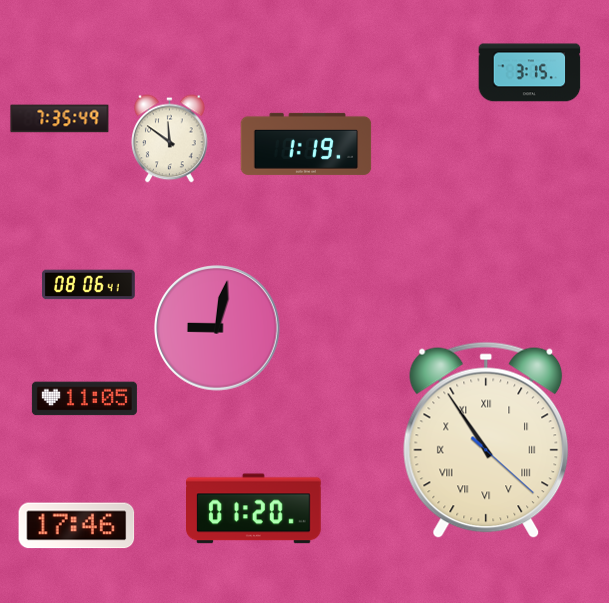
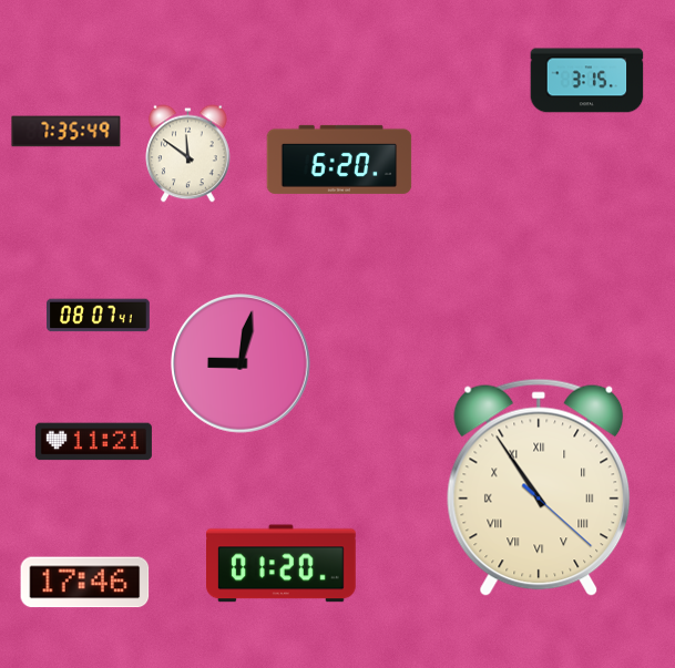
clock at (306, 144): 1:19 -> 6:20
clock at (89, 285): 08:06 -> 08:07
clock at (84, 399): 11:05 -> 11:21
